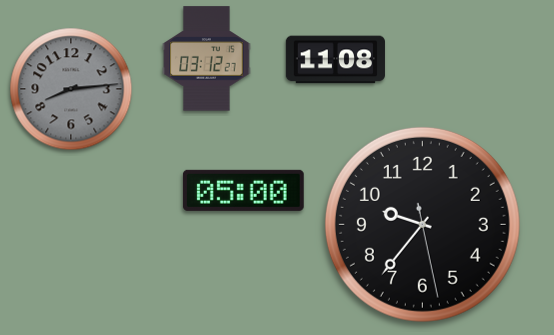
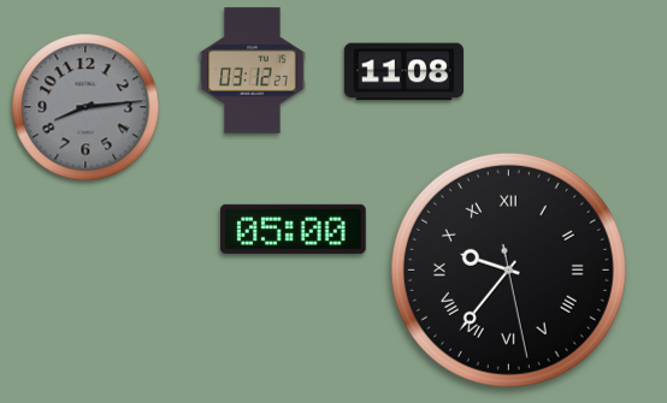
clock at (207, 59) position: (207, 59) -> (253, 71)
clock at (422, 224) numerals: Arabic -> Roman
